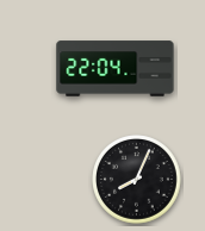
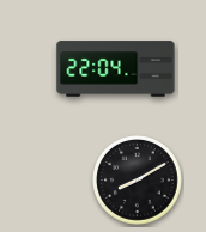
clock at (137, 180): 8:04 -> 8:10
